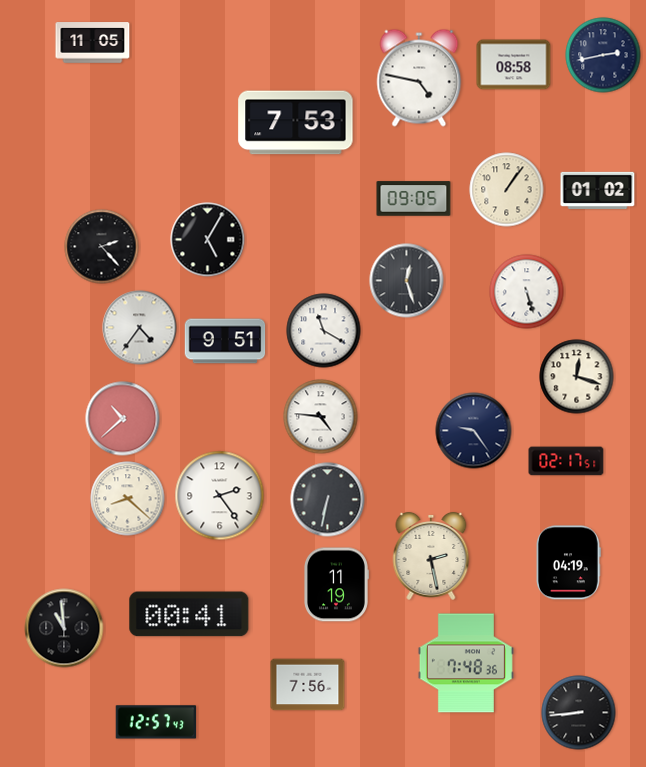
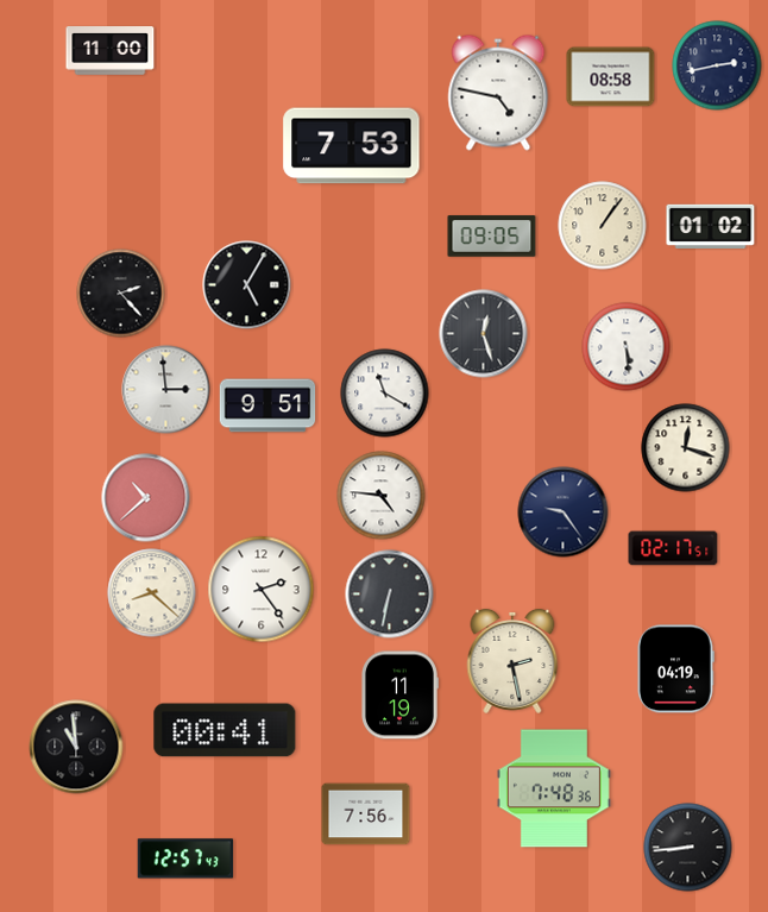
clock at (93, 43): 11:05 -> 11:00
clock at (527, 292): 5:27 -> 5:29
clock at (140, 328): 4:36 -> 2:59
